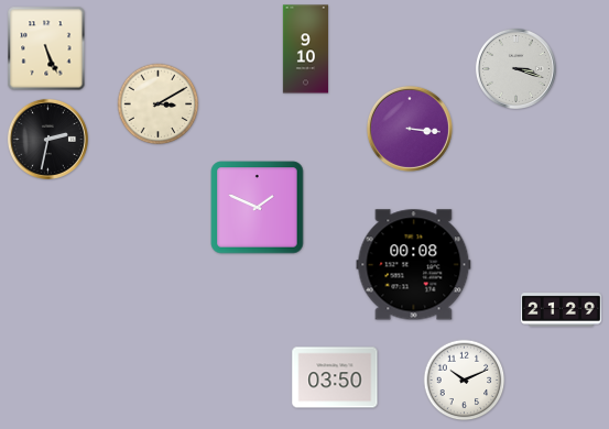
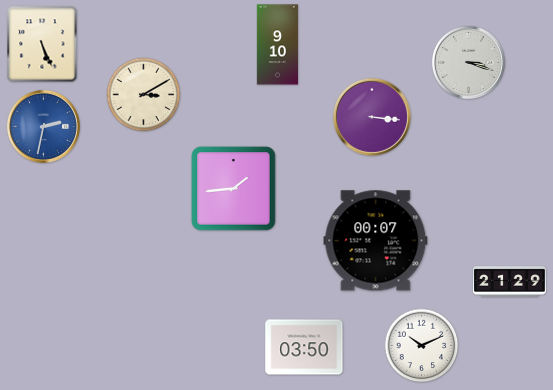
clock at (47, 139) dial: black -> blue
clock at (258, 208): 1:49 -> 1:44
clock at (414, 265): 00:08 -> 00:07
clock at (335, 377) position: (335, 377) -> (304, 347)
